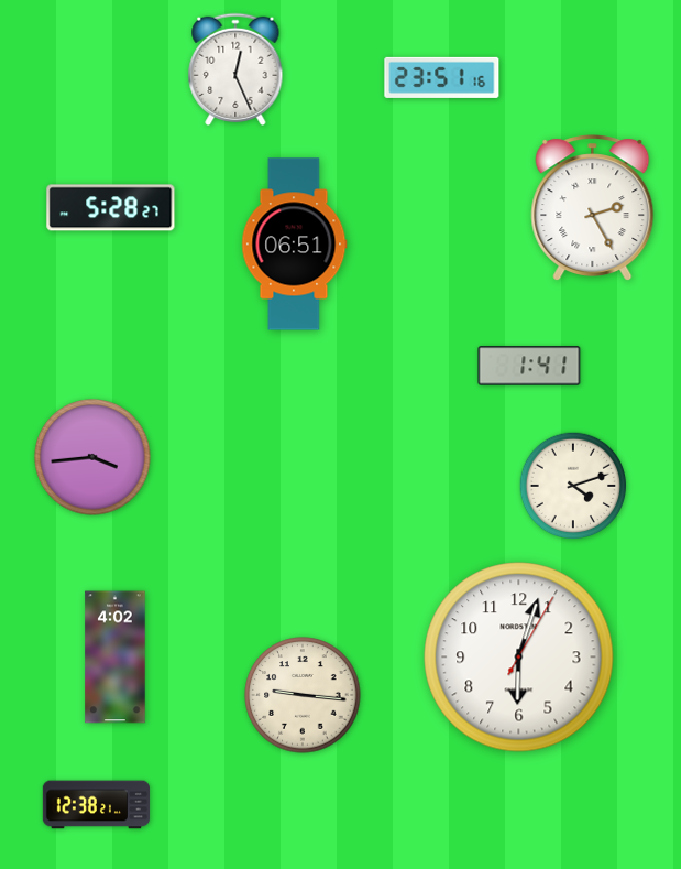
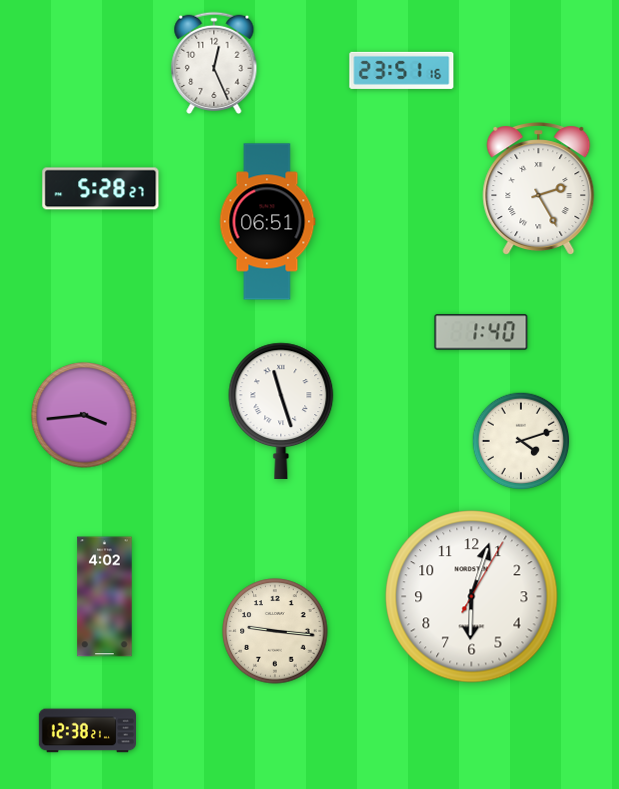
clock at (529, 366): 1:41 -> 1:40
clock at (281, 411): none -> 11:27
